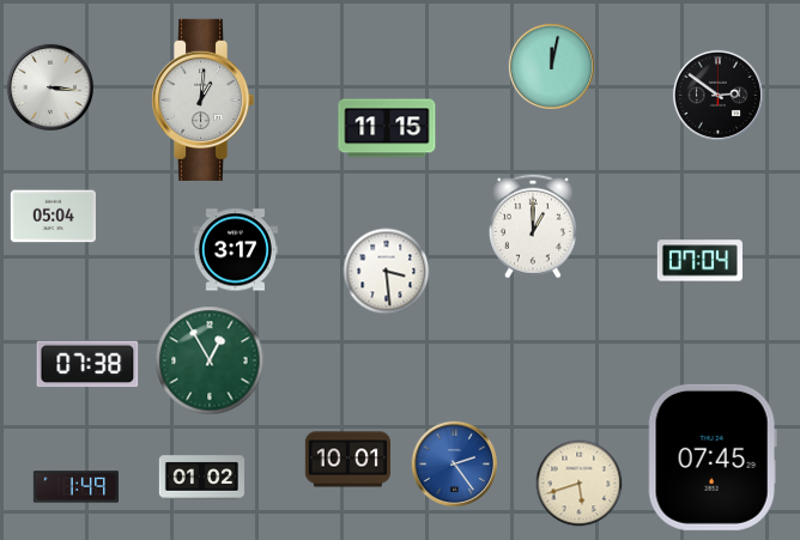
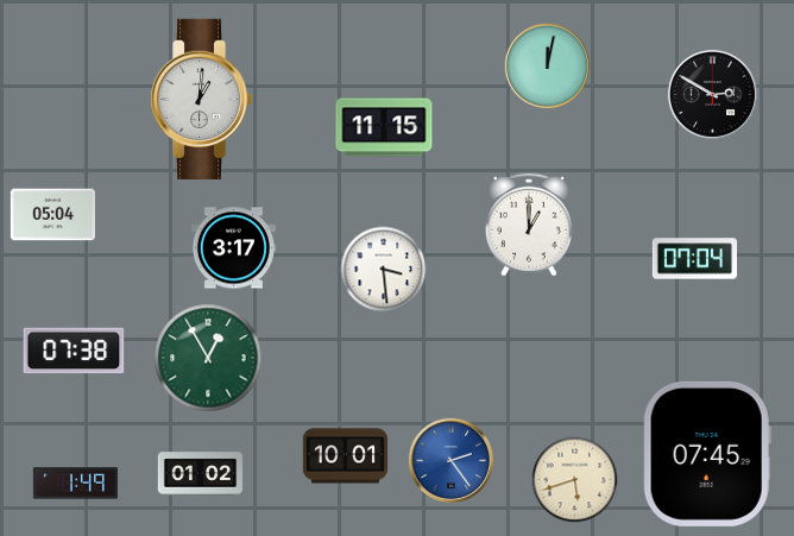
clock at (49, 86): 3:16 -> none
clock at (717, 95): 2:51 -> 2:50
clock at (87, 364) position: (87, 364) -> (74, 351)
